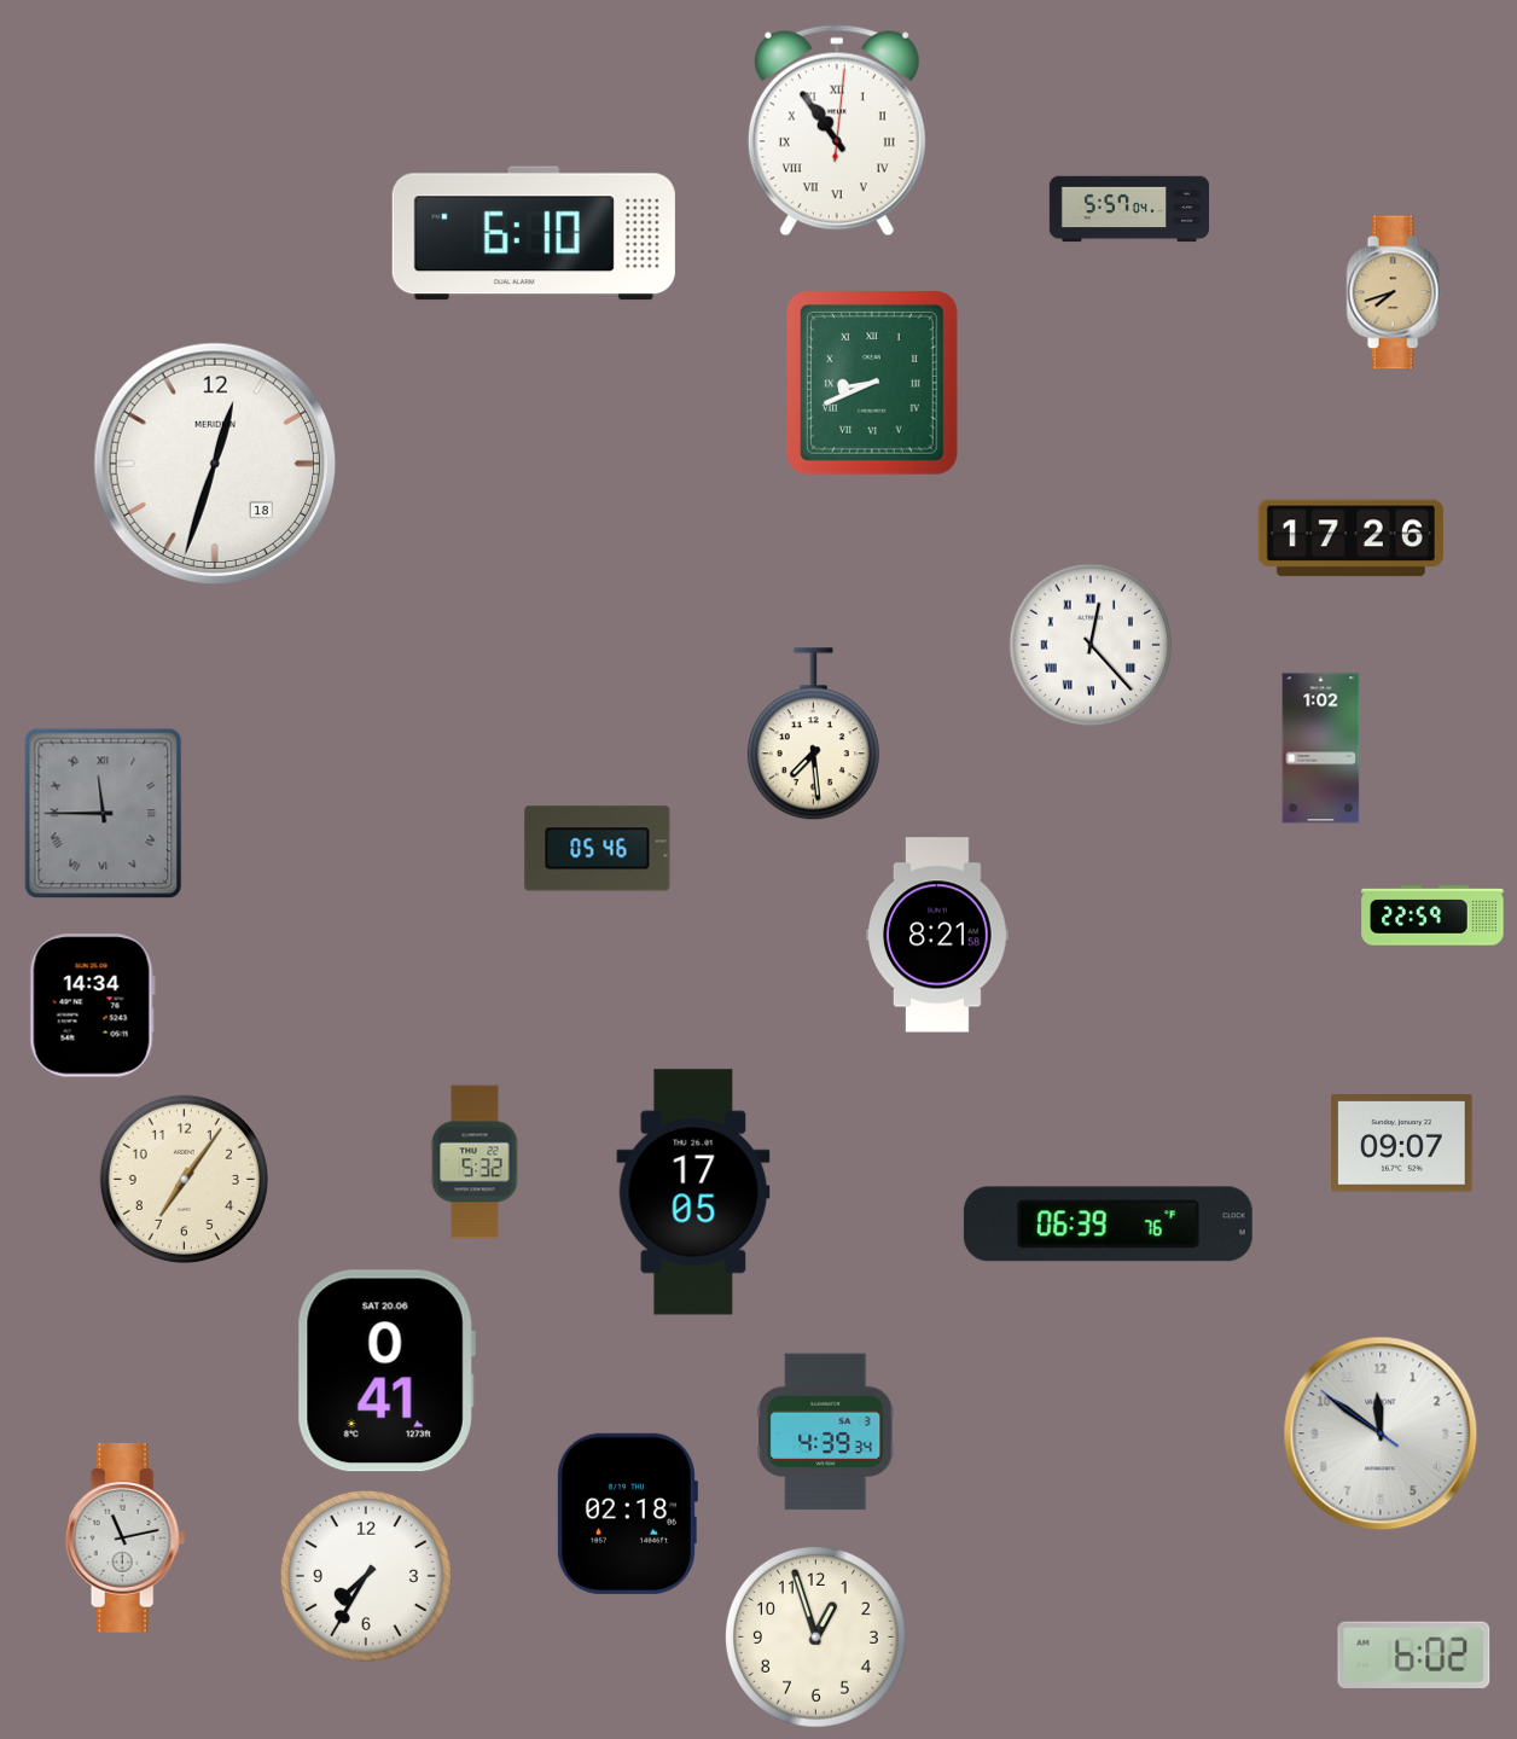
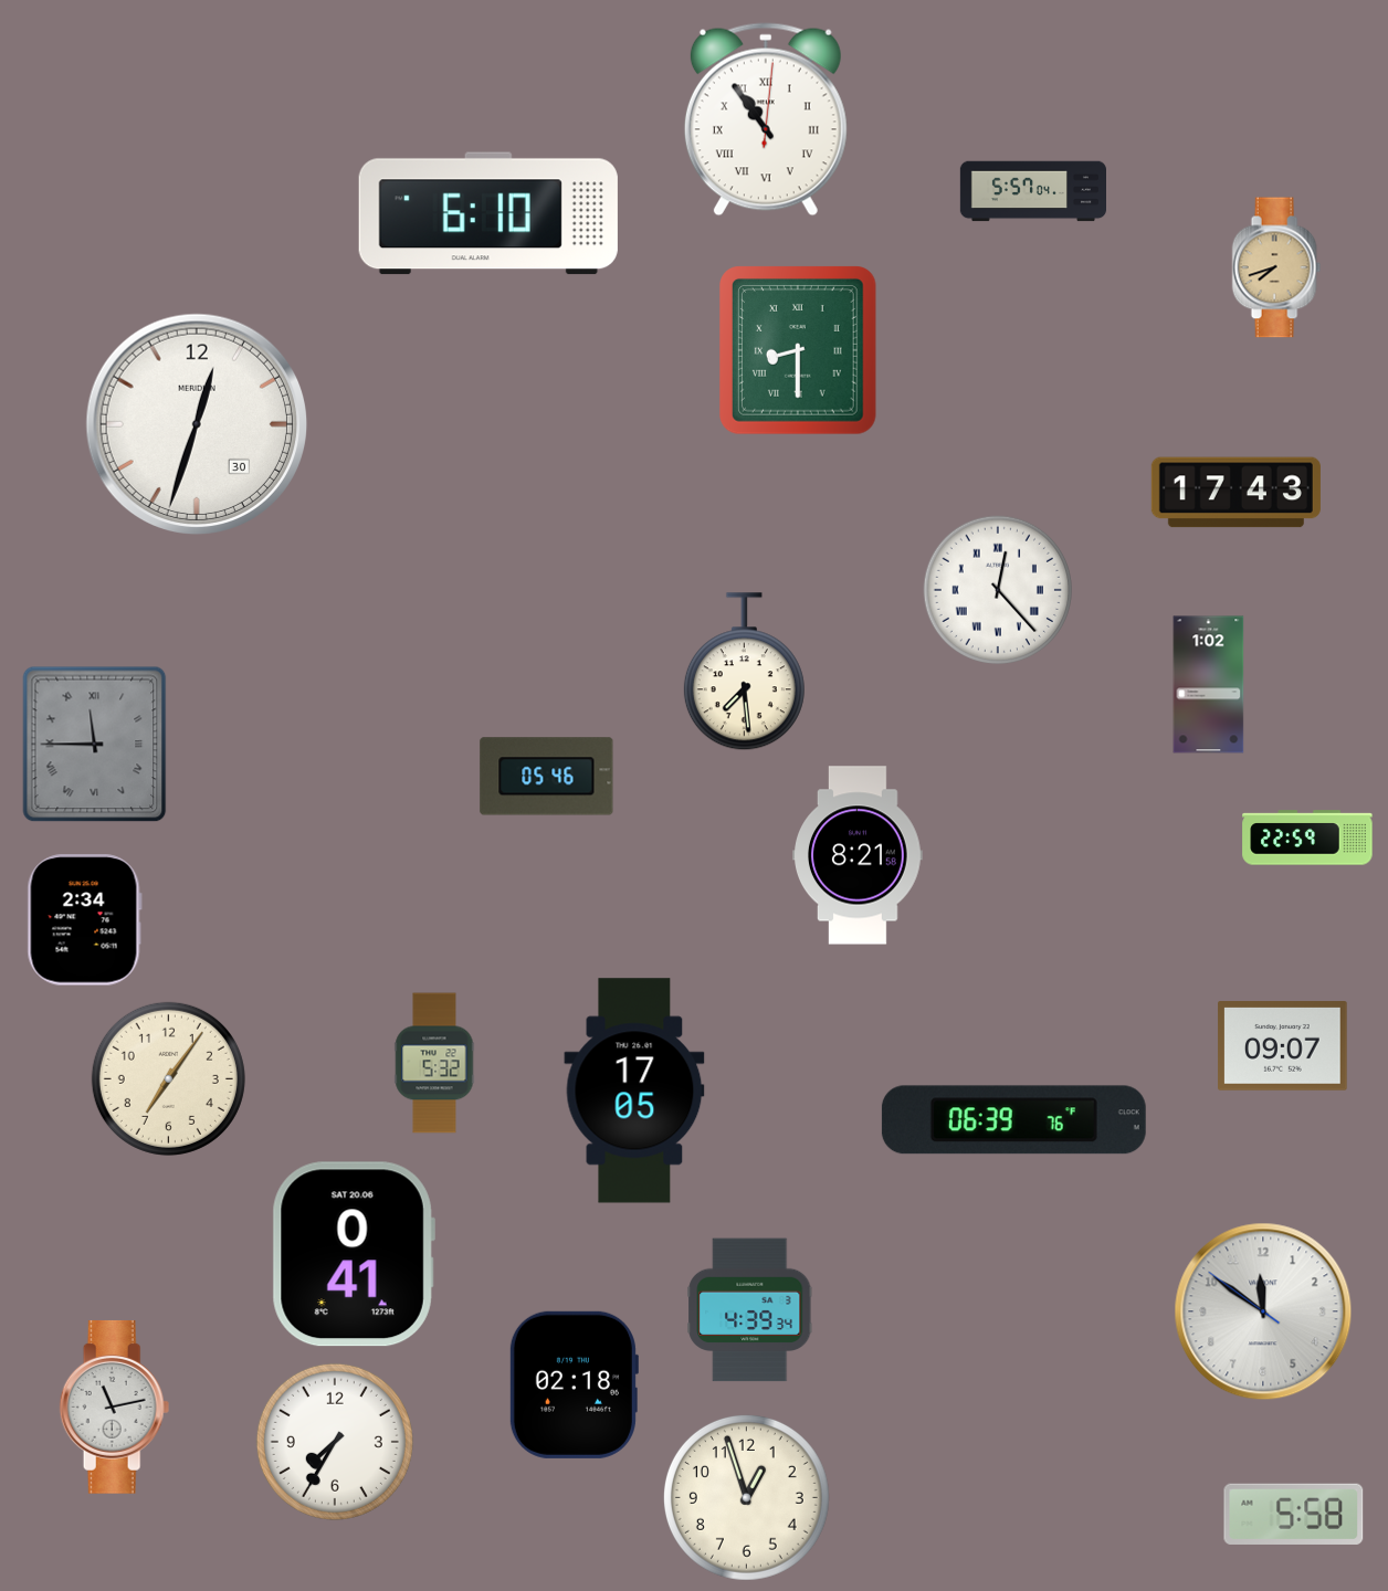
clock at (873, 384): 8:41 -> 8:30
clock at (215, 464) date: 18 -> 30
clock at (1350, 539): 17:26 -> 17:43
clock at (1432, 915) position: (1432, 915) -> (1307, 837)
clock at (92, 1006): 14:34 -> 2:34
clock at (826, 1432) position: (826, 1432) -> (750, 1310)
clock at (1414, 1654): 6:02 -> 5:58
